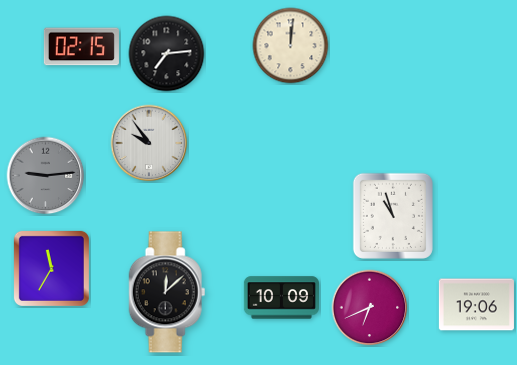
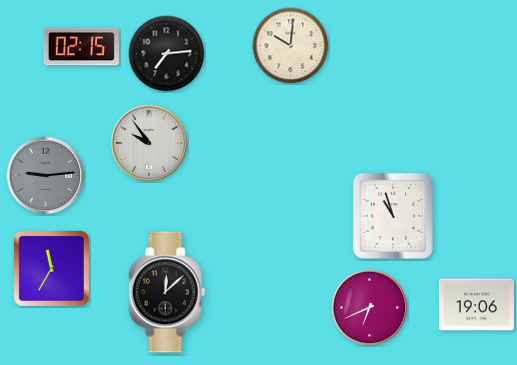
clock at (291, 46): 12:01 -> 10:01
clock at (281, 298): 10:09 -> none
